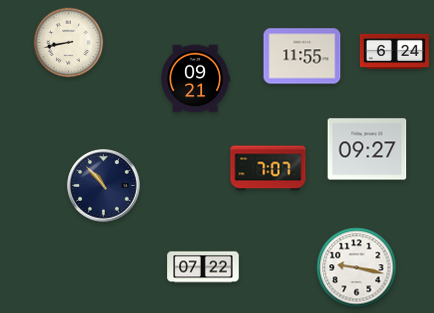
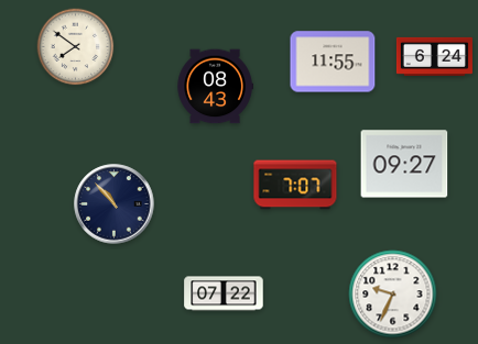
clock at (69, 43): 8:43 -> 7:51
clock at (195, 79): 09:21 -> 08:43
clock at (357, 268): 9:17 -> 9:34
